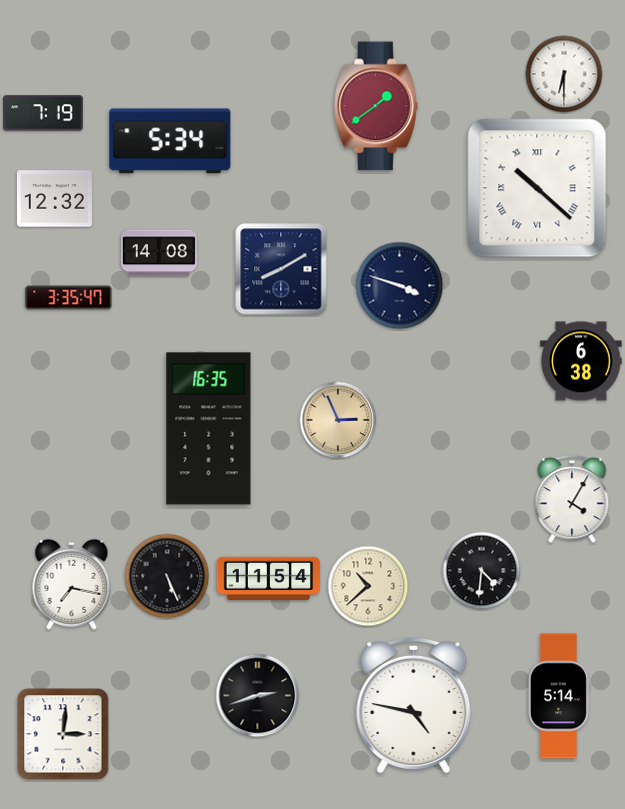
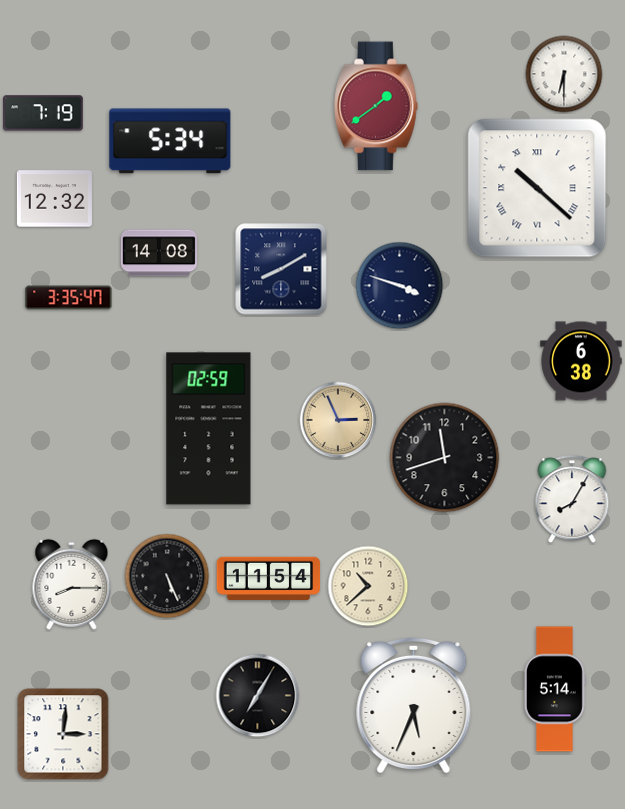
clock at (209, 429): 16:35 -> 02:59
clock at (445, 458): none -> 11:42
clock at (572, 500): 4:05 -> 8:05
clock at (482, 571): 4:31 -> none
clock at (72, 584): 7:17 -> 8:15
clock at (258, 696): 2:42 -> 7:05
clock at (559, 696) position: (559, 696) -> (555, 689)
clock at (414, 704): 4:47 -> 5:34
